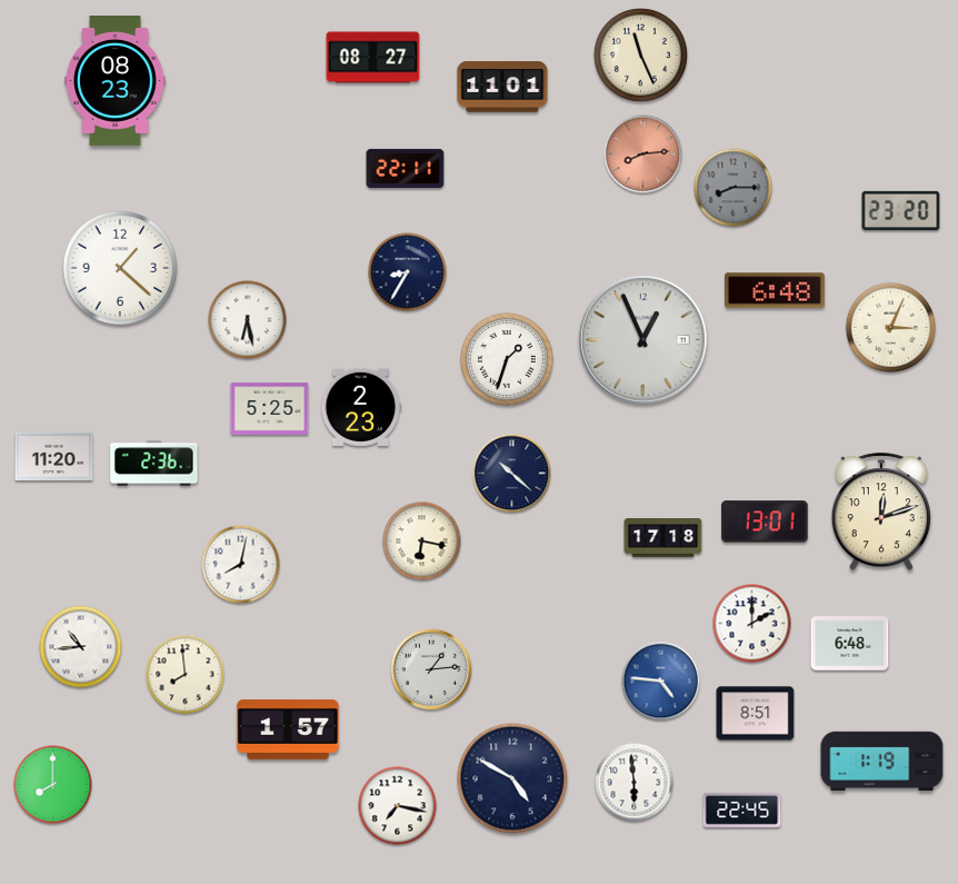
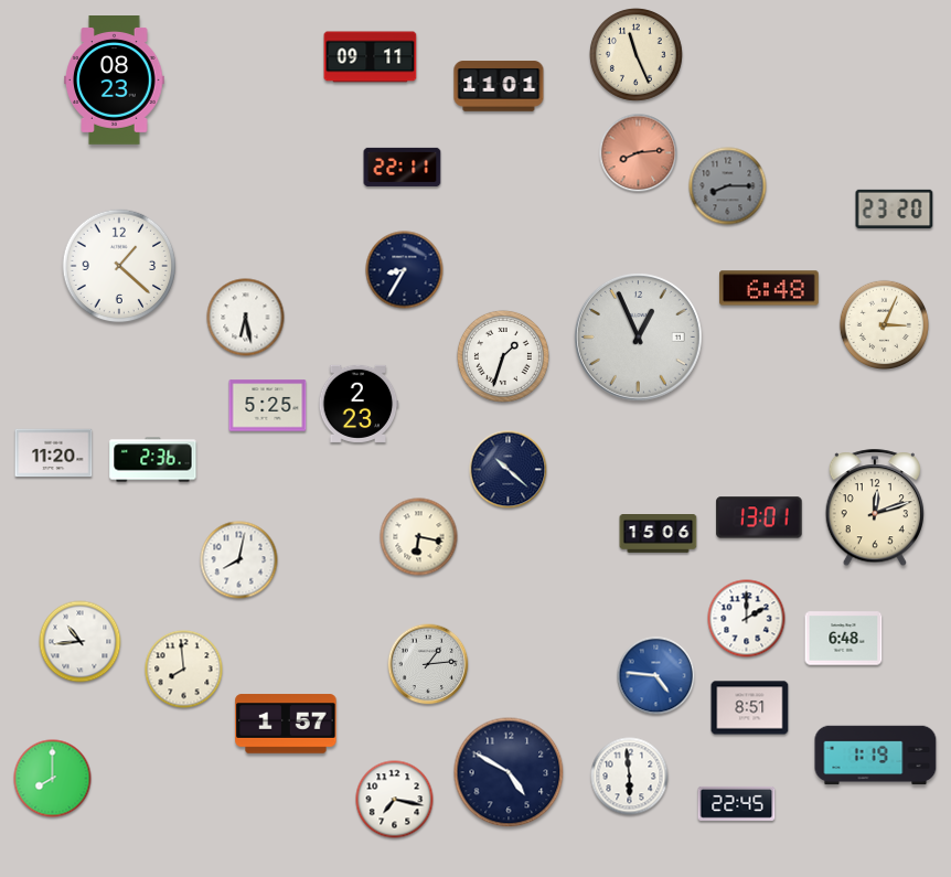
clock at (373, 58): 08:27 -> 09:11
clock at (663, 538): 17:18 -> 15:06
